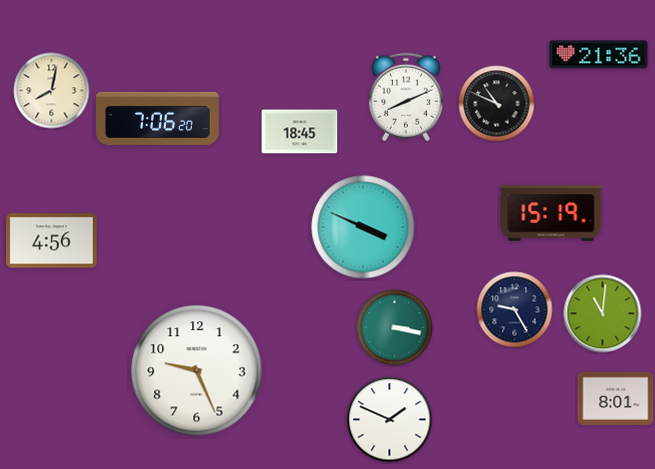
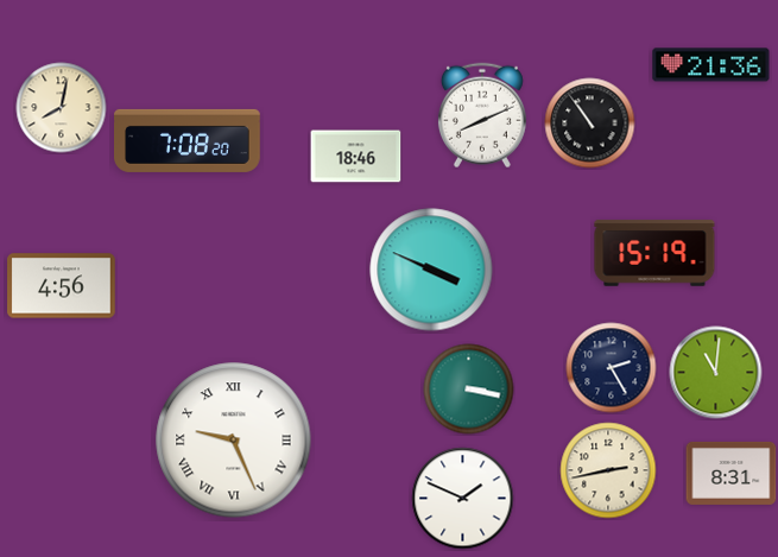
clock at (497, 104): 10:49 -> 10:54
clock at (158, 118): 7:06 -> 7:08
clock at (300, 132): 18:45 -> 18:46
clock at (515, 310): 9:25 -> 2:25
clock at (197, 371) numerals: Arabic -> Roman
clock at (608, 470): none -> 2:43
clock at (616, 398): 8:01 -> 8:31
